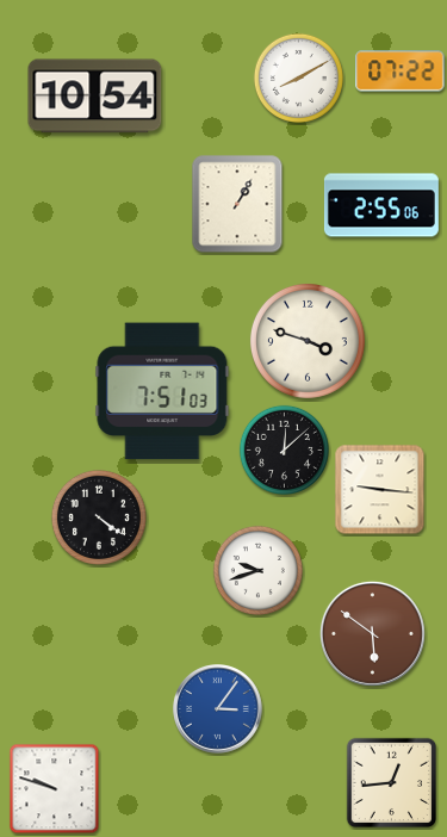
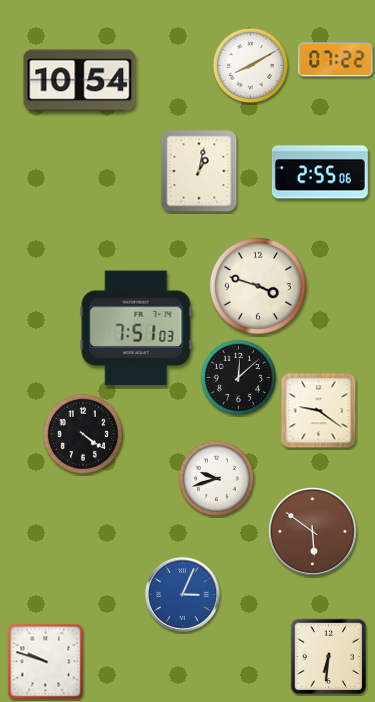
clock at (237, 204): 1:05 -> 1:02
clock at (380, 490): 9:16 -> 9:21
clock at (218, 709): 3:06 -> 3:04
clock at (392, 783): 12:44 -> 6:31
